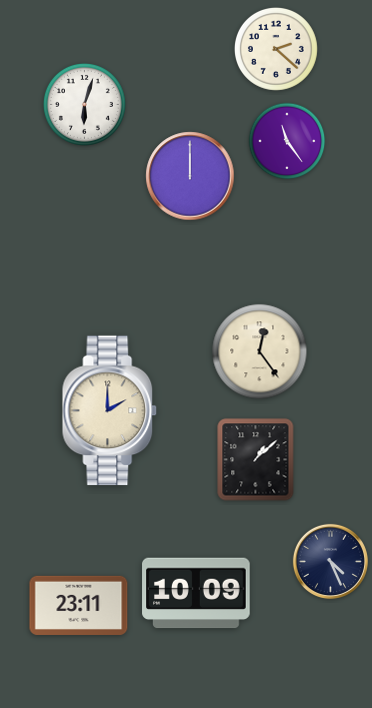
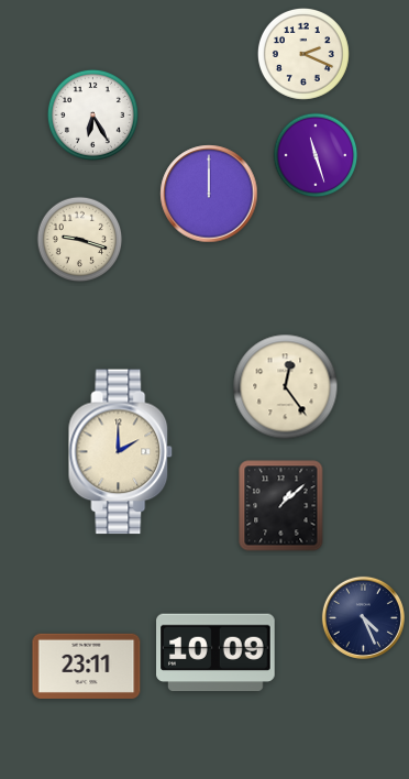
clock at (276, 49): 2:22 -> 2:19
clock at (84, 104): 6:03 -> 6:25
clock at (287, 141): 11:24 -> 11:27
clock at (80, 240): none -> 9:18
